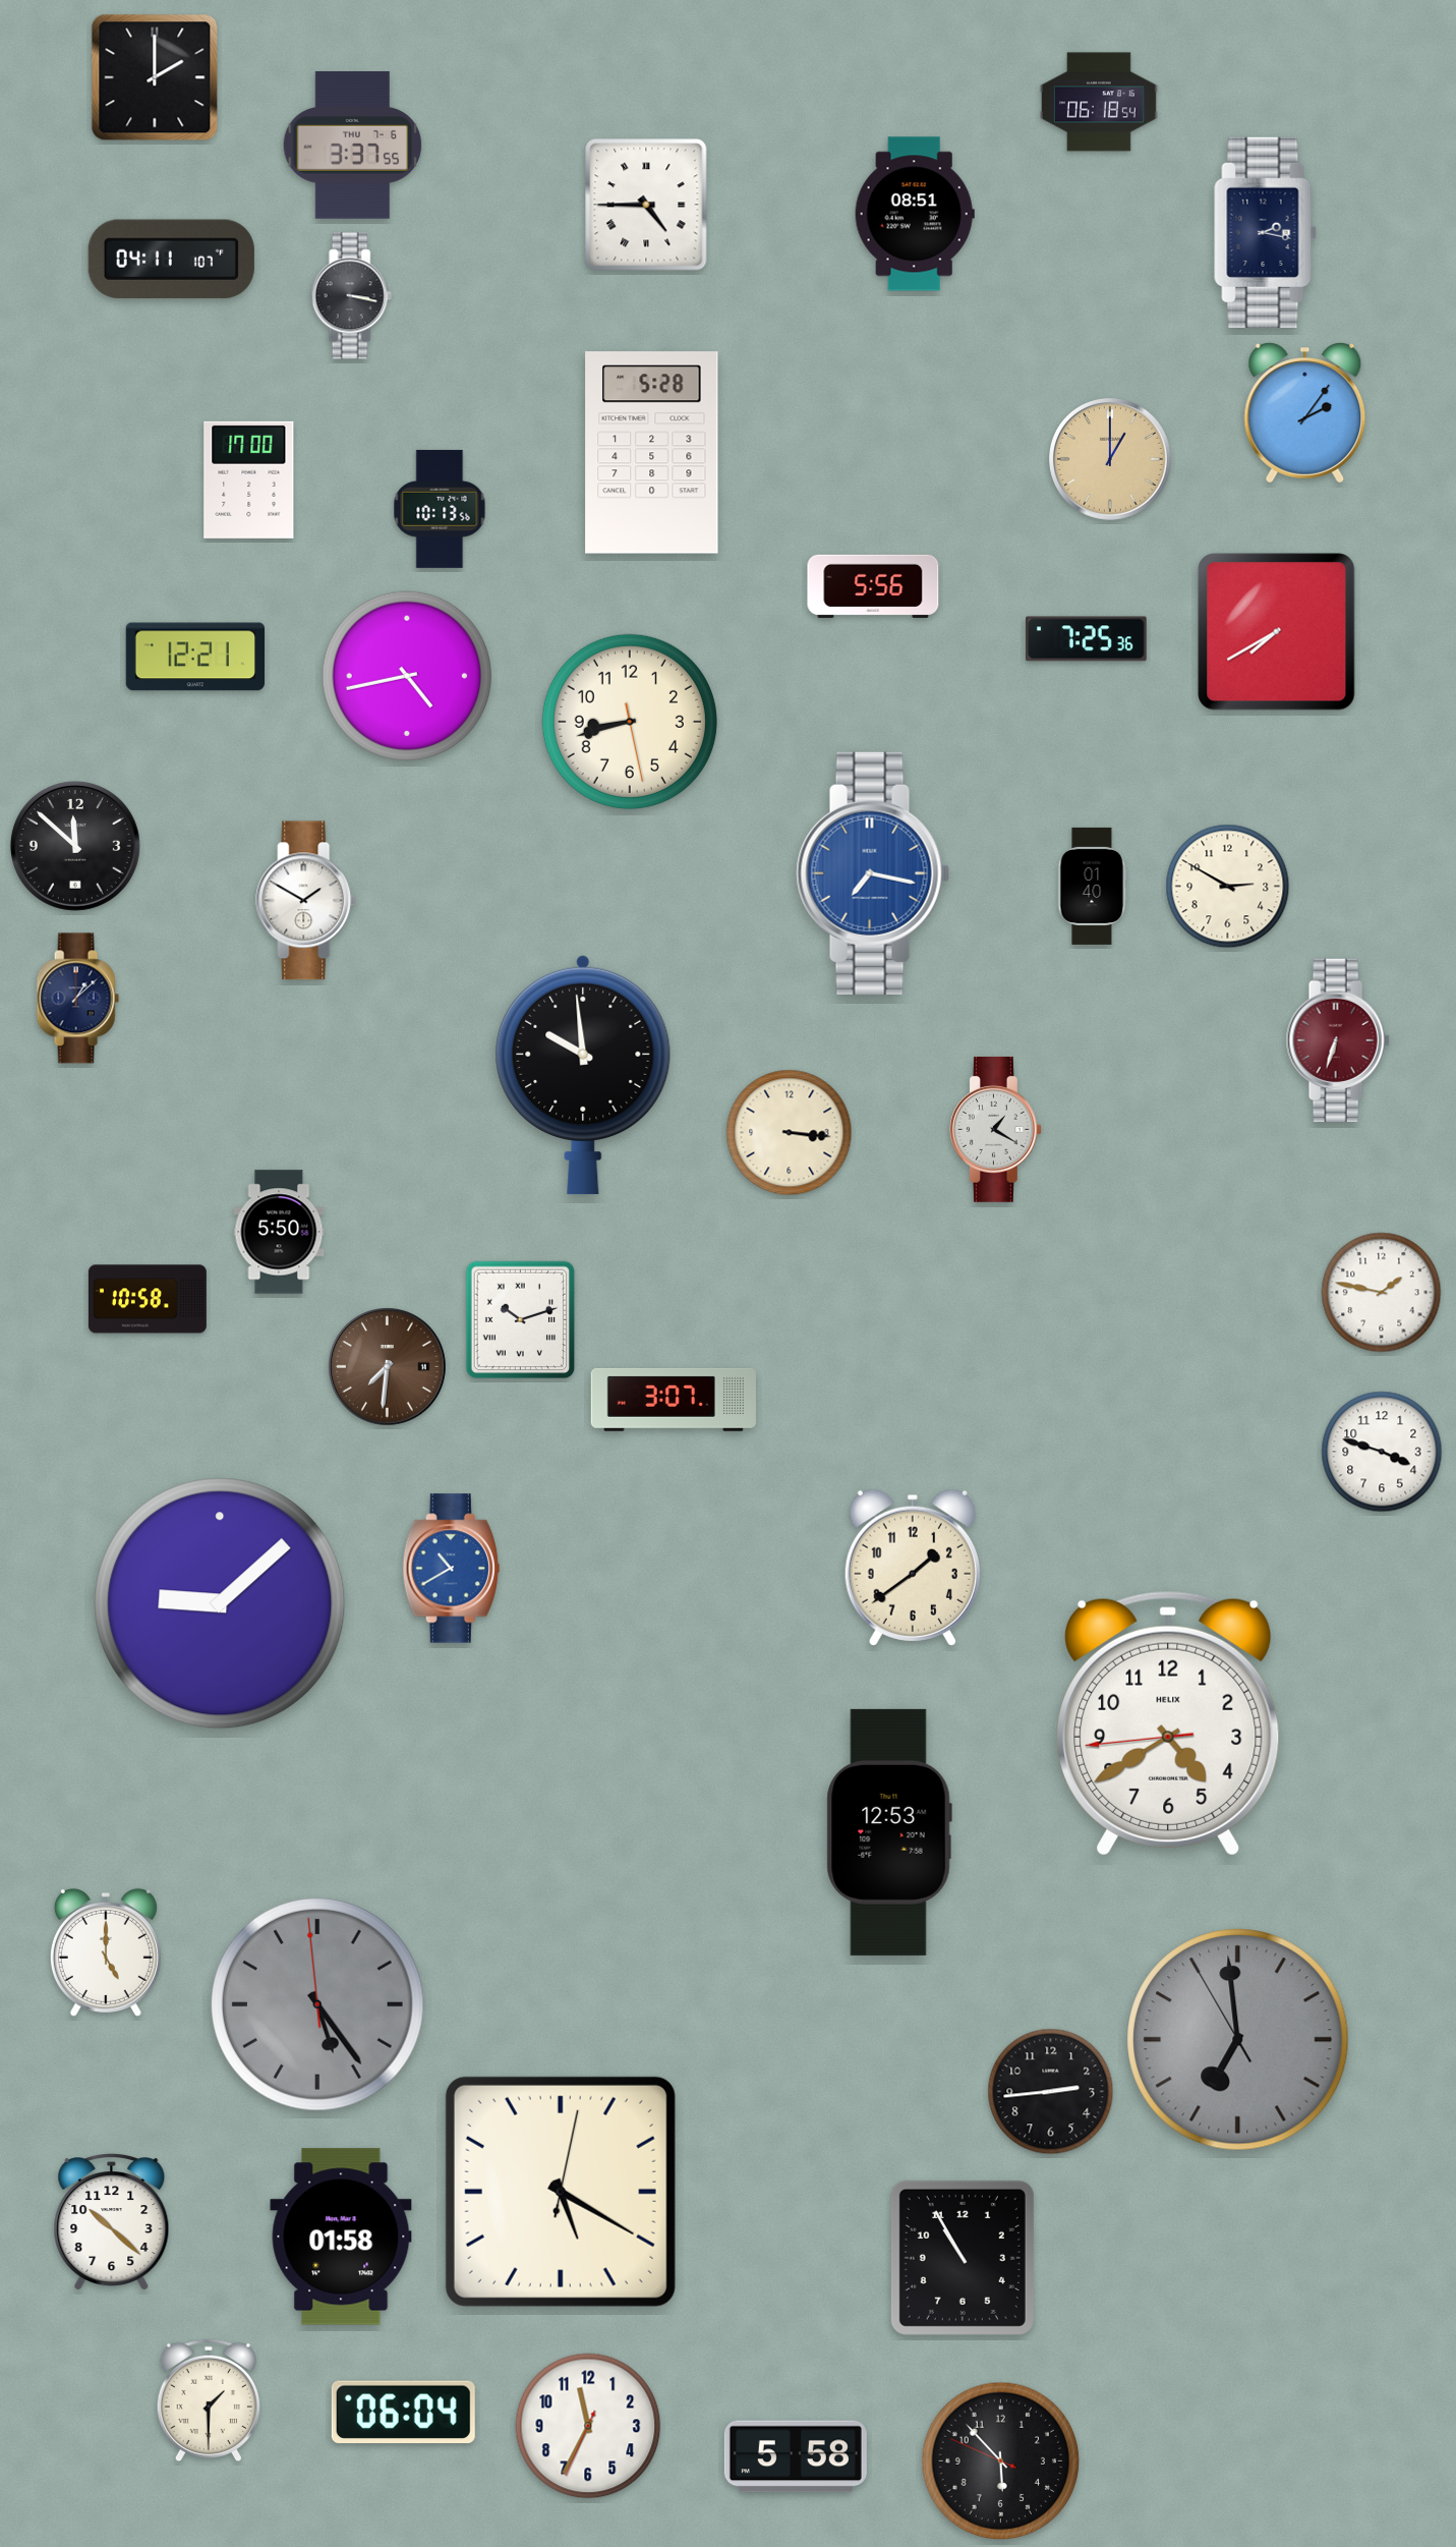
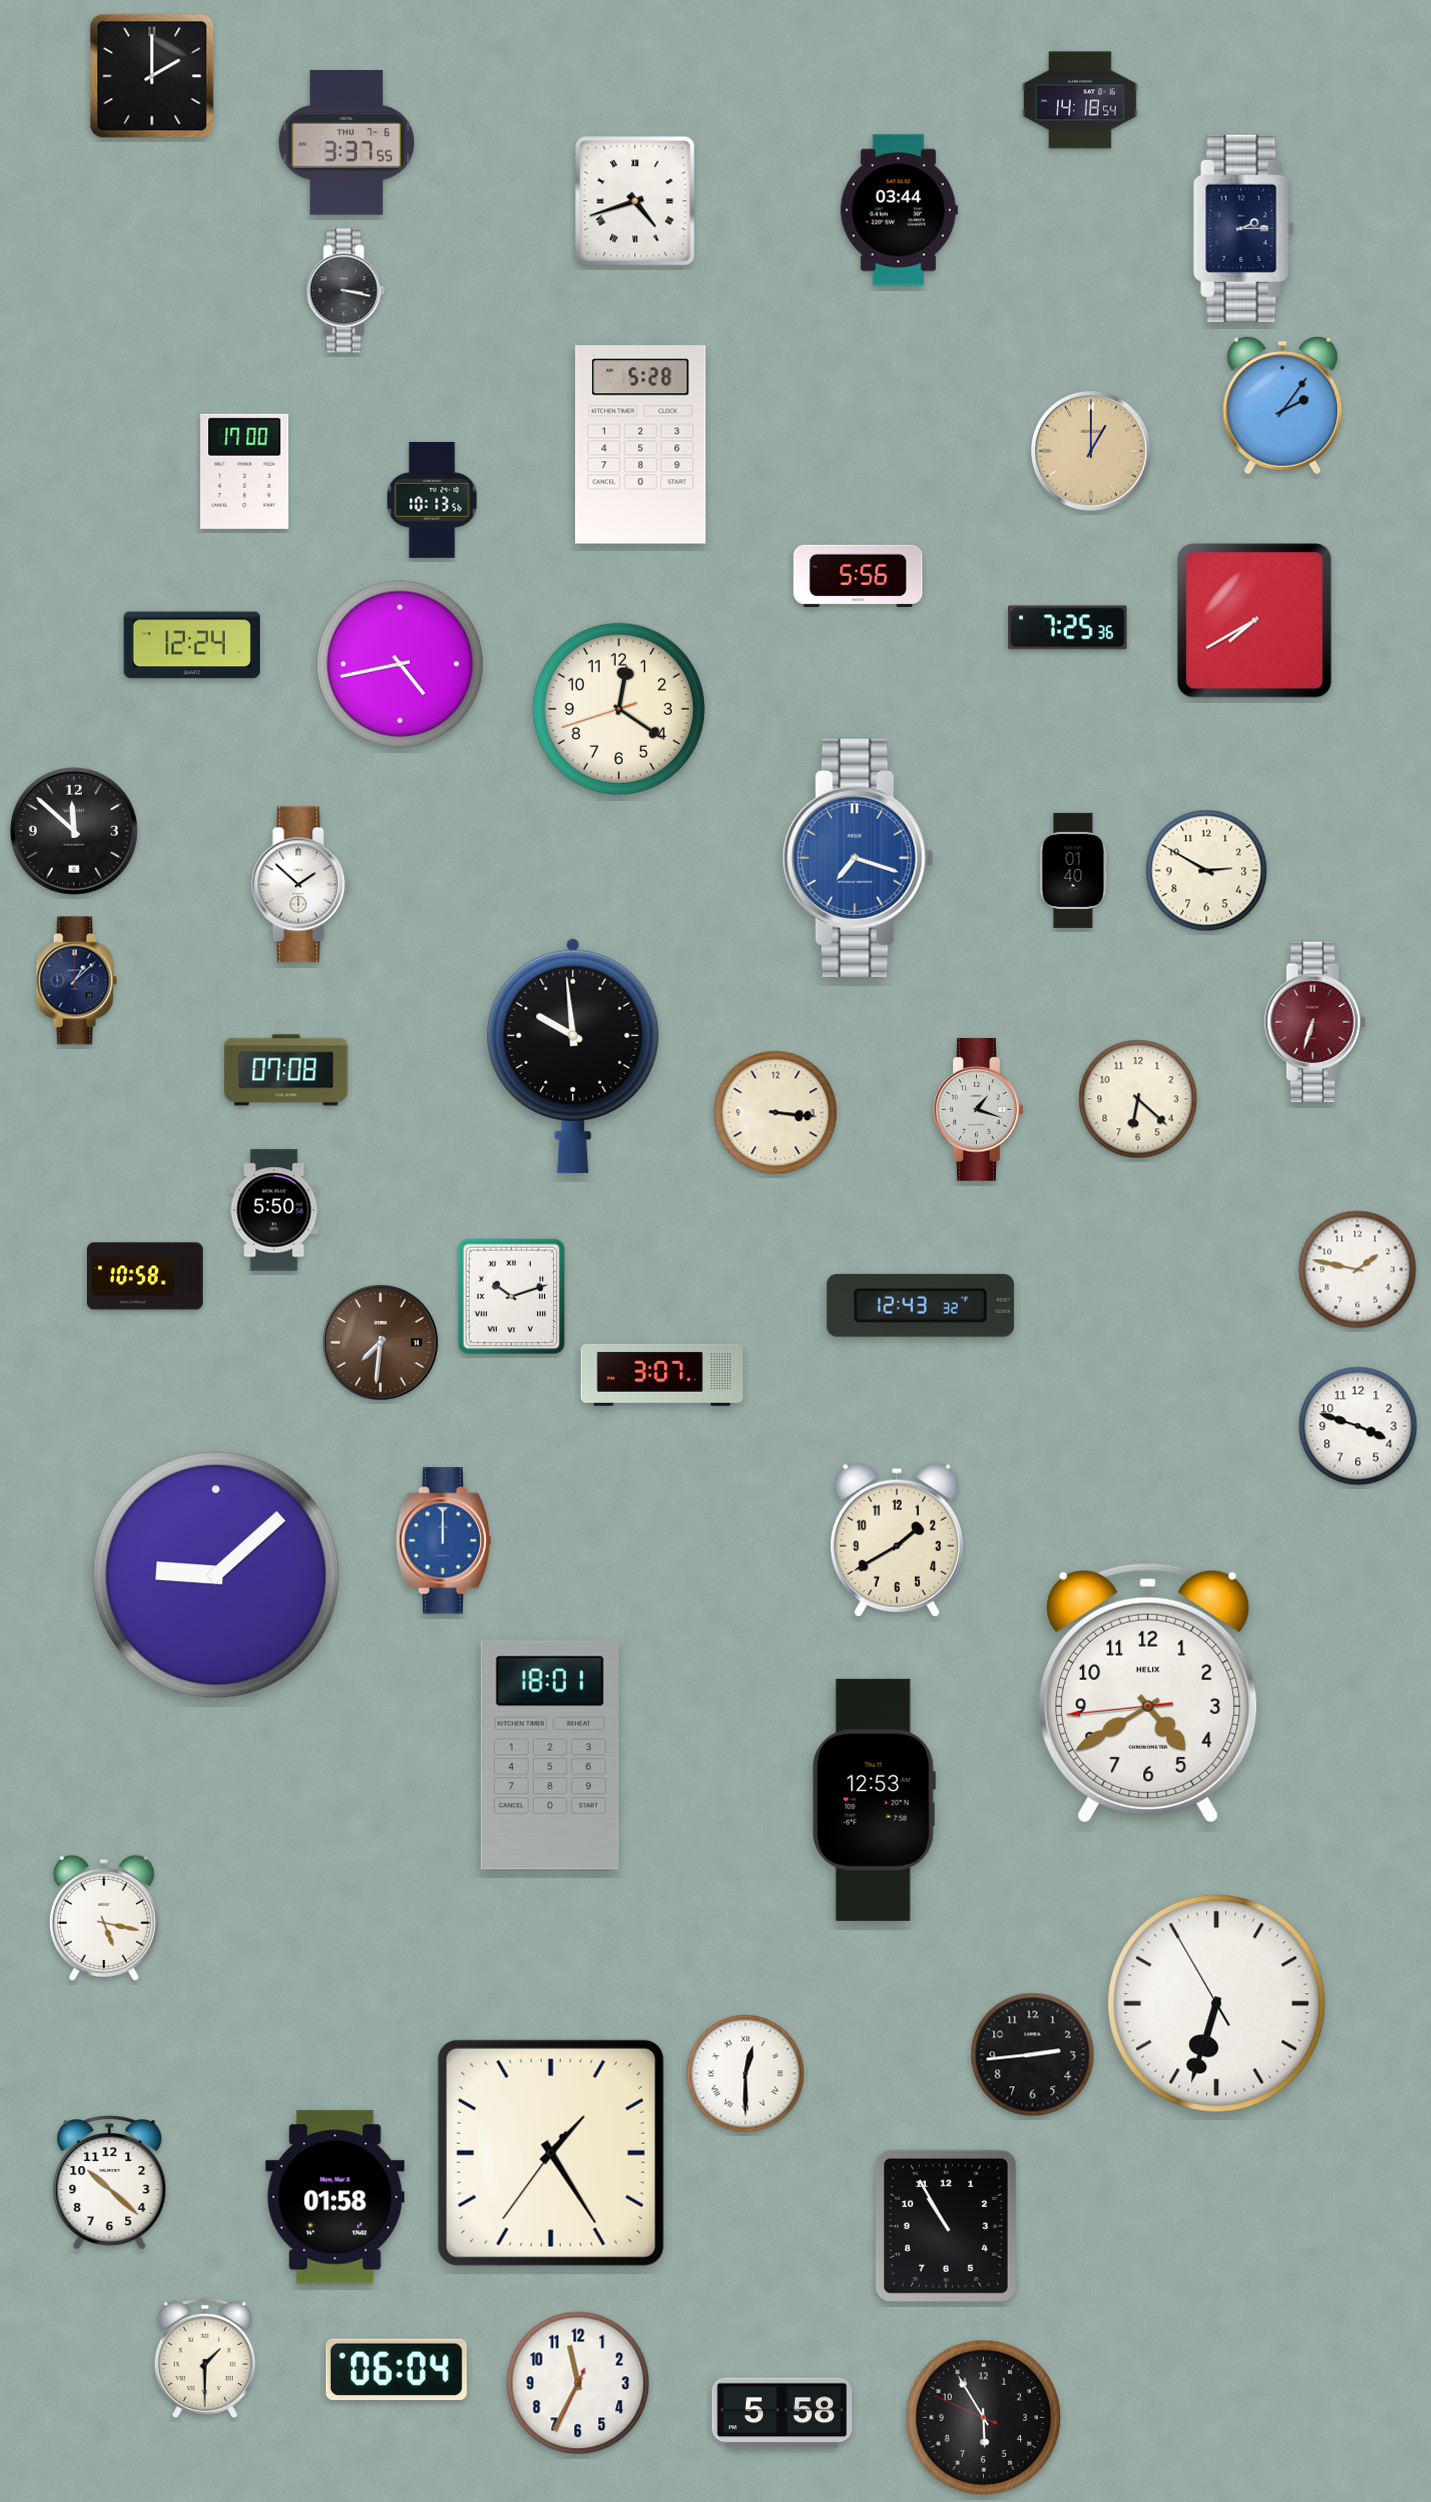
clock at (1099, 102): 06:18 -> 14:18
clock at (646, 205): 4:45 -> 4:42
clock at (915, 214): 08:51 -> 03:44
clock at (1266, 232): 2:17 -> 2:15
clock at (171, 260): 04:11 -> none
clock at (194, 657): 12:21 -> 12:24
clock at (630, 722): 8:42 -> 12:20
clock at (873, 873): 7:17 -> 7:18
clock at (306, 901): 1:50 -> 1:52
clock at (286, 1070): none -> 07:08
clock at (1138, 1099): none -> 6:22
clock at (995, 1129): 1:20 -> 1:18
clock at (920, 1305): none -> 12:43
clock at (913, 1568): 1:39 -> 1:40
clock at (451, 1569): 10:40 -> 12:00
clock at (550, 1755): none -> 18:01
clock at (106, 1952): 5:00 -> 5:17
clock at (317, 2004): 5:23 -> none
clock at (1238, 2040): 6:58 -> 6:32
clock at (1238, 2040) dial: grey -> white
clock at (746, 2074): none -> 12:30
clock at (561, 2192): 5:20 -> 1:24
clock at (963, 2258) position: (963, 2258) -> (946, 2226)
clock at (1001, 2461): 5:52 -> 5:54
